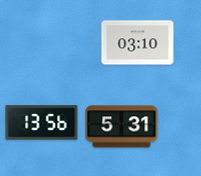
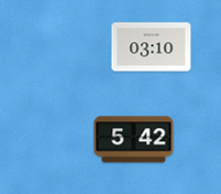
clock at (42, 123): 13:56 -> none
clock at (122, 127): 5:31 -> 5:42
